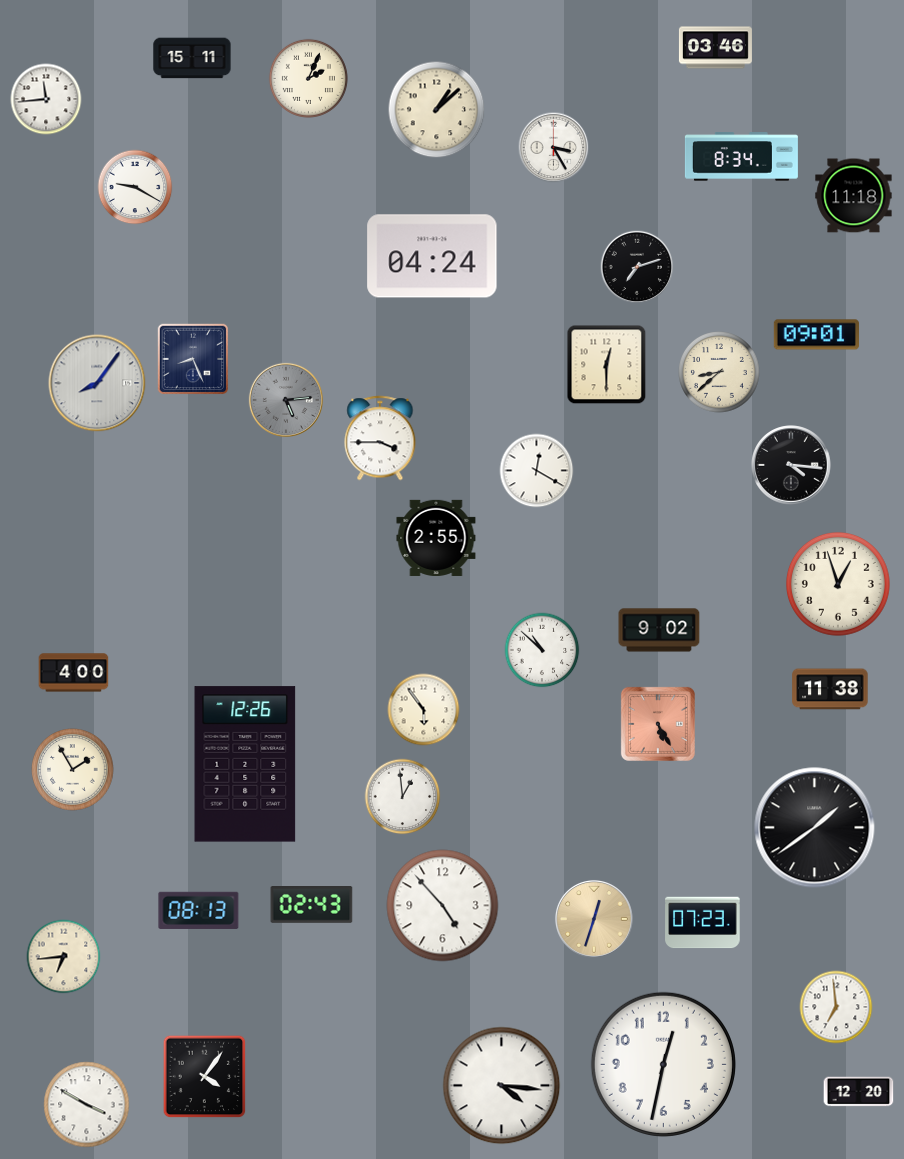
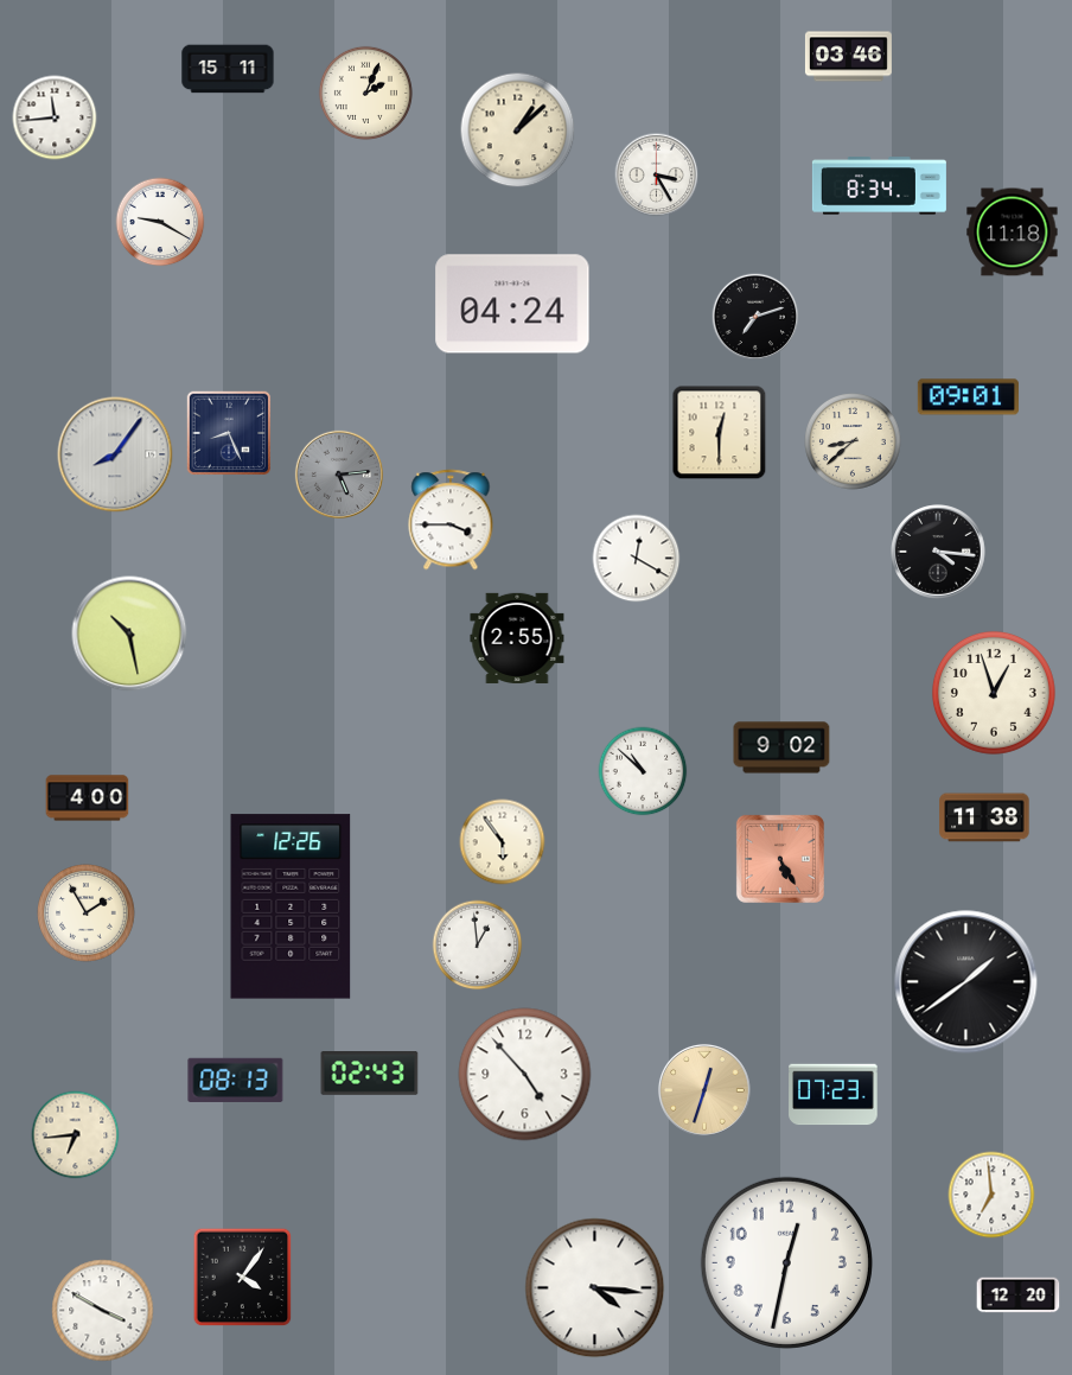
clock at (193, 359) position: (193, 359) -> (229, 433)
clock at (129, 634): none -> 10:28
